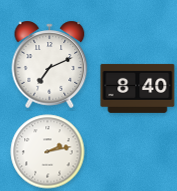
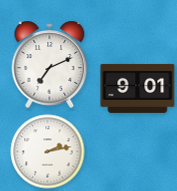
clock at (138, 88): 8:40 -> 9:01
